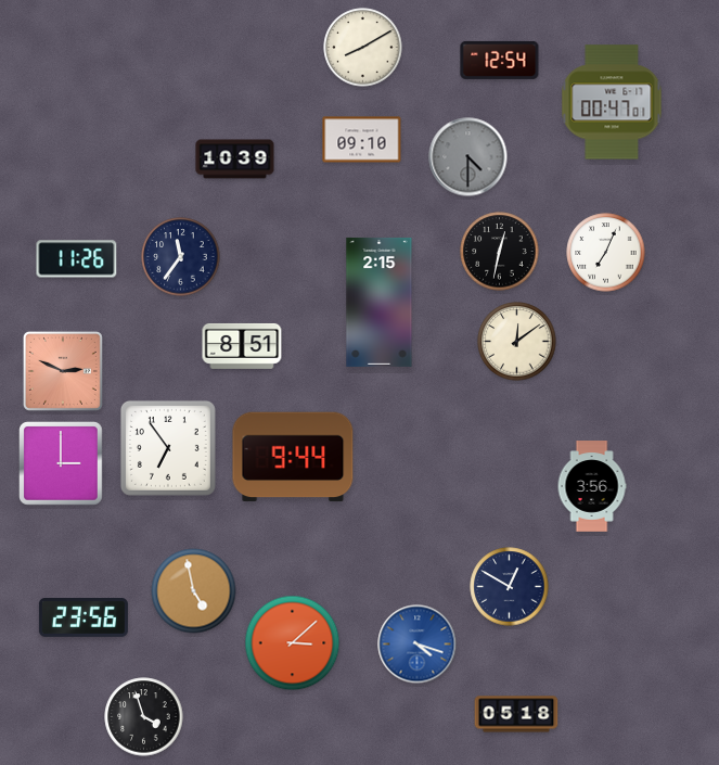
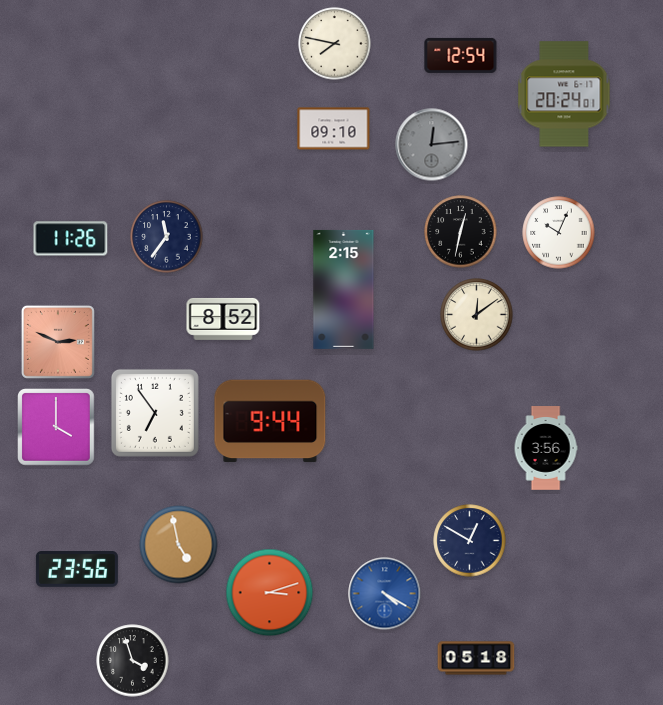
clock at (363, 48): 8:10 -> 7:47
clock at (612, 102): 00:47 -> 20:24
clock at (468, 157): 4:30 -> 12:14
clock at (235, 160): 10:39 -> none
clock at (606, 253): 7:04 -> 10:04
clock at (380, 302) position: (380, 302) -> (344, 289)
clock at (242, 346): 8:51 -> 8:52
clock at (62, 464): 3:00 -> 4:00
clock at (293, 643): 3:08 -> 3:12
clock at (418, 645): 4:18 -> 4:20
